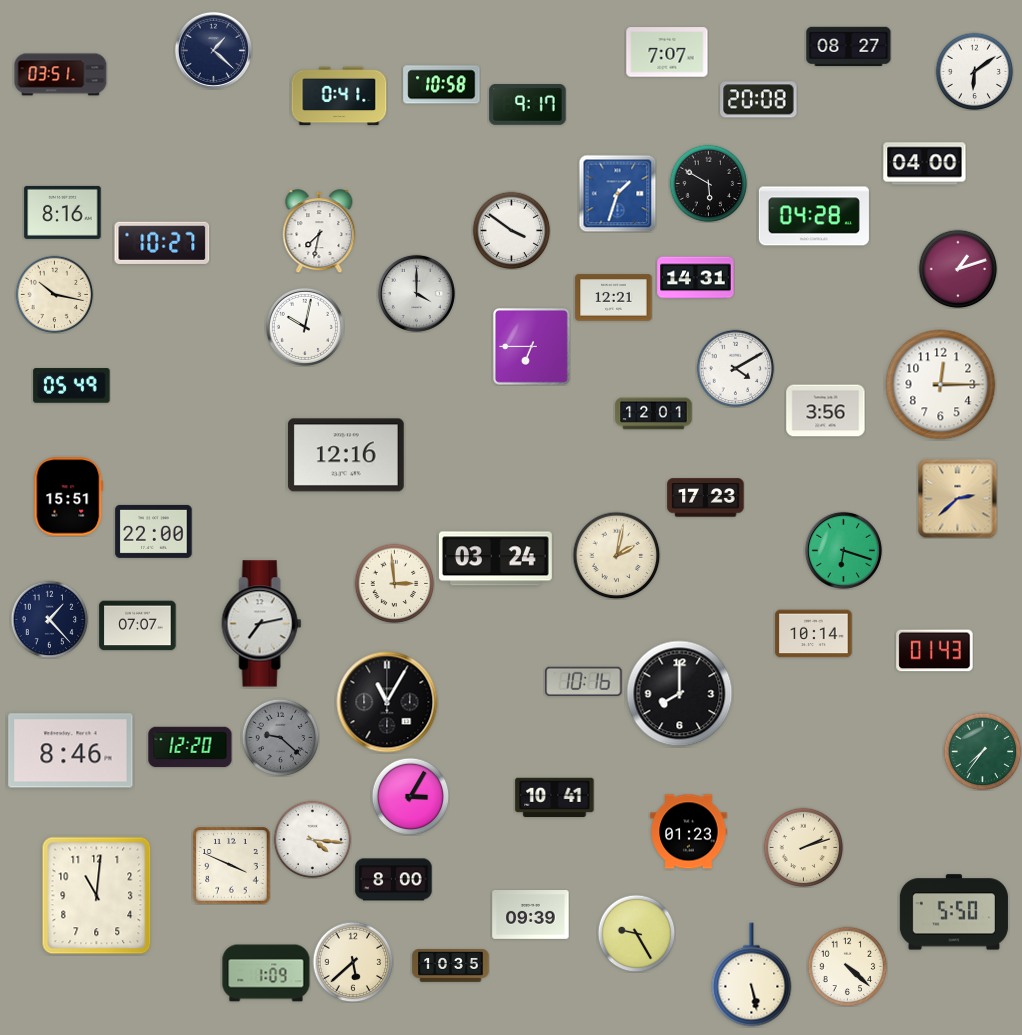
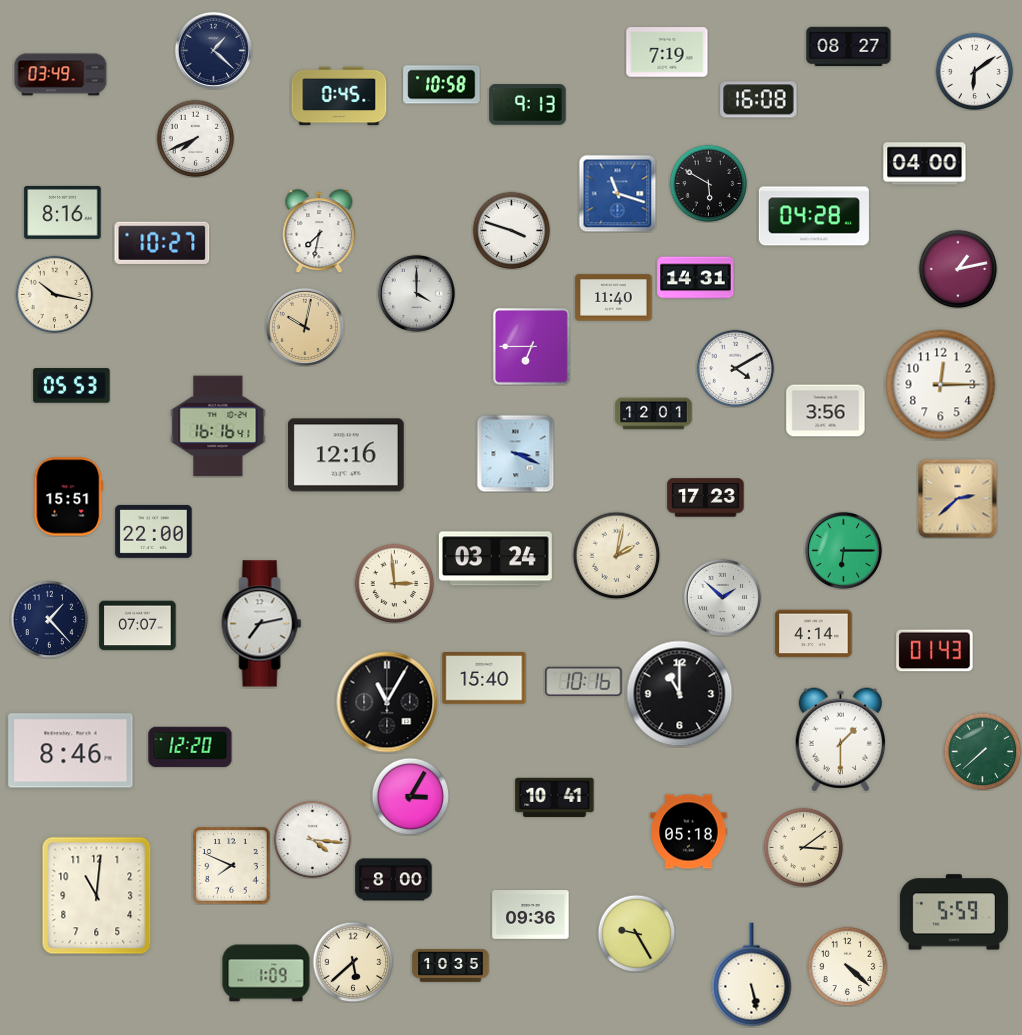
clock at (667, 52): 7:07 -> 7:19
clock at (61, 75): 03:51 -> 03:49
clock at (339, 96): 0:41 -> 0:45
clock at (759, 100): 20:08 -> 16:08
clock at (528, 105): 9:17 -> 9:13
clock at (195, 138): none -> 7:41
clock at (617, 193): 1:33 -> 11:18
clock at (511, 230): 3:51 -> 3:48
clock at (958, 269): 1:12 -> 1:13
clock at (614, 298): 12:21 -> 11:40
clock at (305, 327) dial: white -> champagne
clock at (72, 386): 05:49 -> 05:53
clock at (218, 426): none -> 16:16
clock at (515, 453): none -> 3:19
clock at (843, 550): 6:18 -> 6:15
clock at (722, 597): none -> 1:52
clock at (814, 634): 10:14 -> 4:14
clock at (484, 678): none -> 15:40
clock at (680, 694): 8:00 -> 11:00
clock at (280, 737): 9:22 -> none
clock at (840, 740): none -> 1:30
clock at (982, 751): 7:36 -> 7:38
clock at (689, 832): 01:23 -> 05:18
clock at (803, 847): 2:12 -> 3:09
clock at (232, 866): 3:49 -> 7:49
clock at (954, 912): 5:50 -> 5:59
clock at (531, 915): 09:39 -> 09:36
